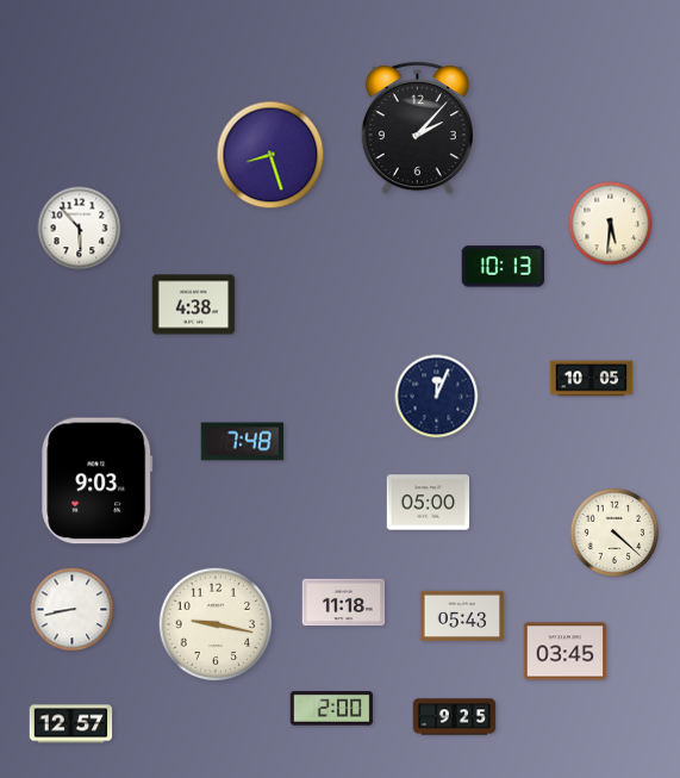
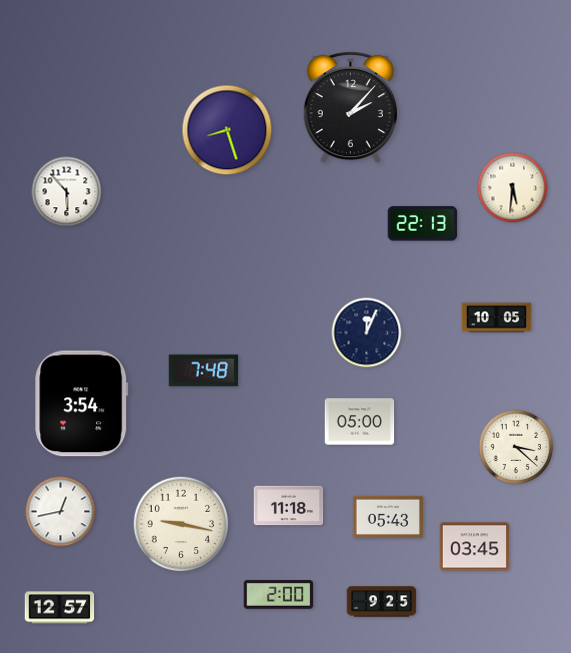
clock at (504, 267): 10:13 -> 22:13
clock at (194, 305): 4:38 -> none
clock at (98, 481): 9:03 -> 3:54
clock at (615, 533): 4:22 -> 3:22
clock at (73, 610): 8:43 -> 12:43
